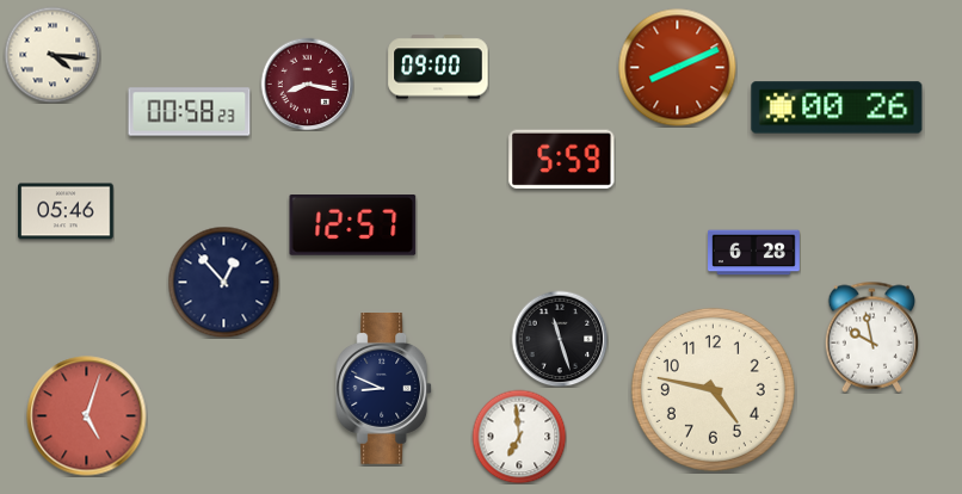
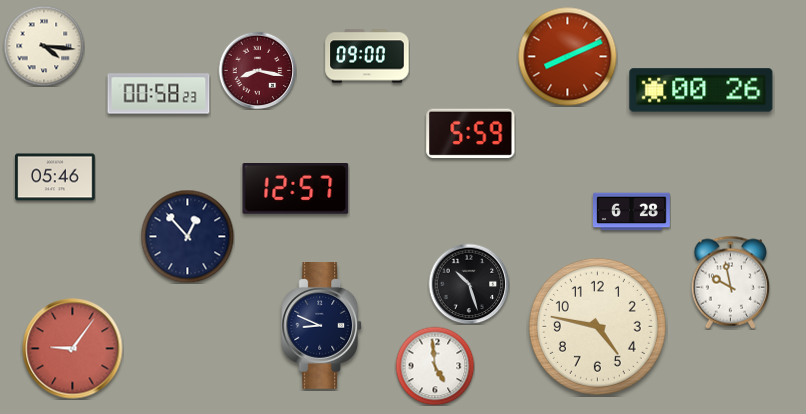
clock at (560, 339): 11:27 -> 10:27
clock at (87, 416): 5:03 -> 9:06
clock at (519, 437): 6:59 -> 4:59
